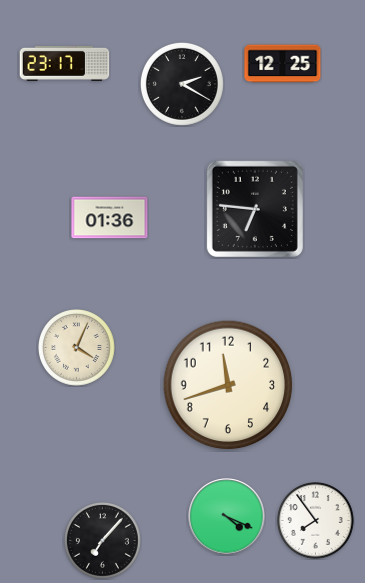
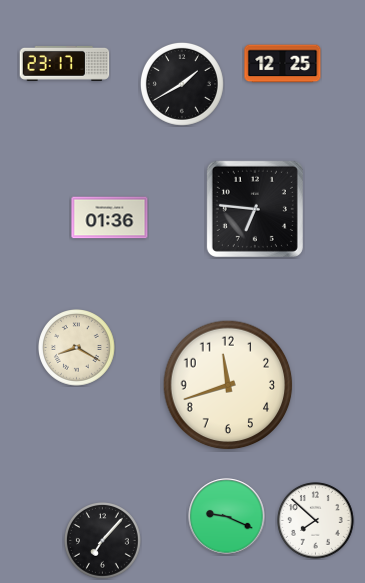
clock at (182, 84): 2:20 -> 1:40
clock at (77, 348): 4:04 -> 8:20
clock at (227, 517): 4:19 -> 9:19
clock at (316, 521): 7:54 -> 7:52
